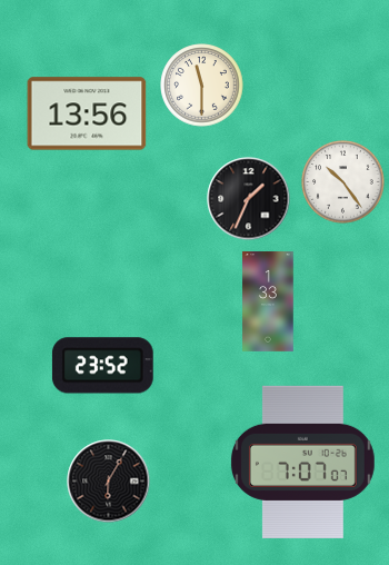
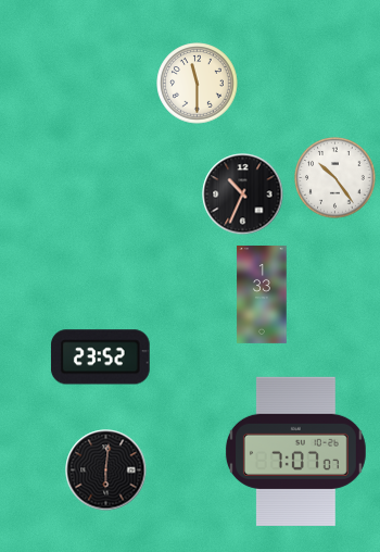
clock at (87, 113): 13:56 -> none
clock at (249, 199): 1:34 -> 10:34
clock at (109, 482): 6:05 -> 6:01
